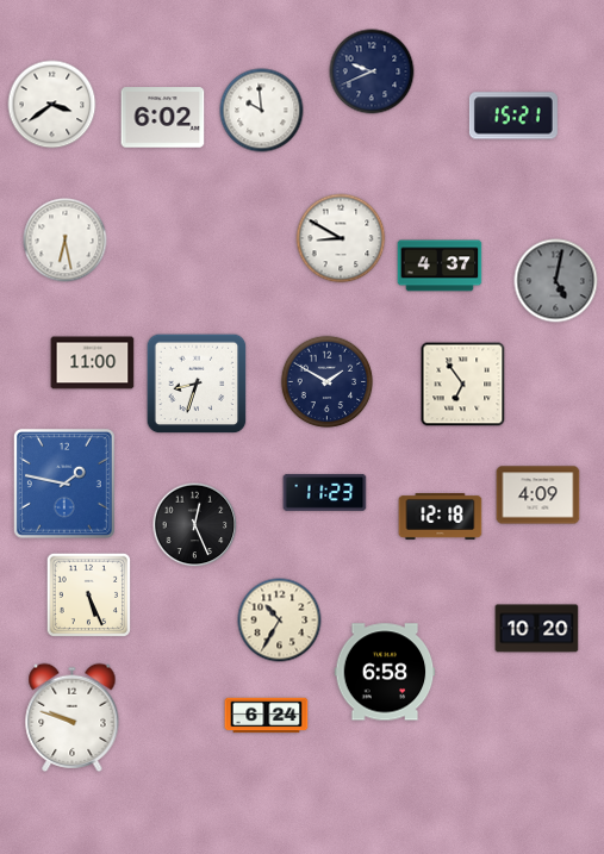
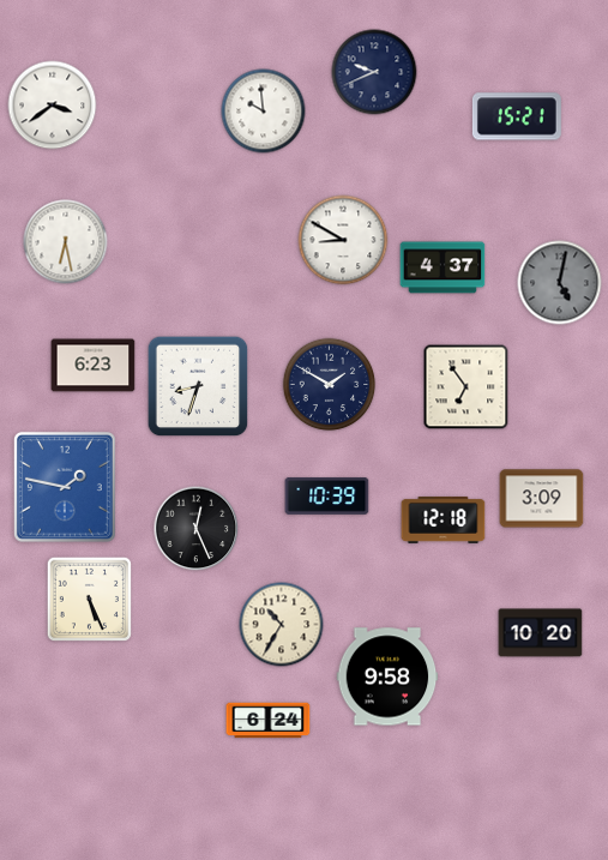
clock at (163, 118): 6:02 -> none
clock at (93, 363): 11:00 -> 6:23
clock at (325, 492): 11:23 -> 10:39
clock at (538, 495): 4:09 -> 3:09
clock at (385, 672): 6:58 -> 9:58
clock at (73, 717): 9:48 -> none
